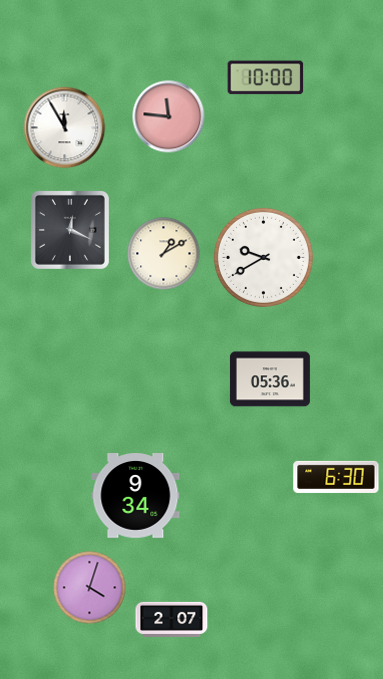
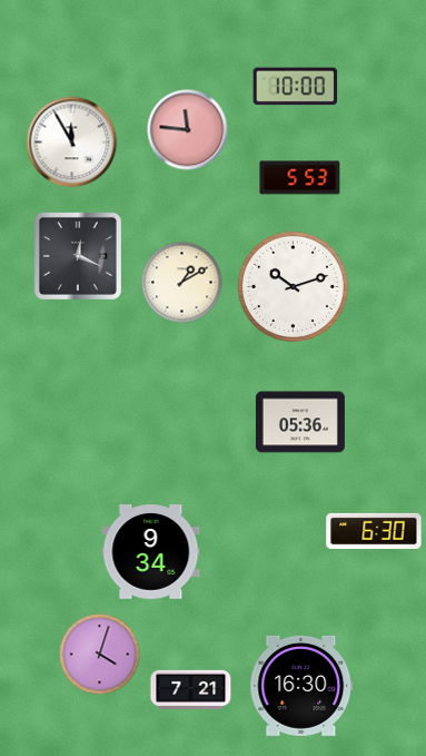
clock at (300, 178): none -> 5:53
clock at (263, 257): 9:40 -> 10:12
clock at (301, 686): none -> 16:30
clock at (172, 619): 2:07 -> 7:21
